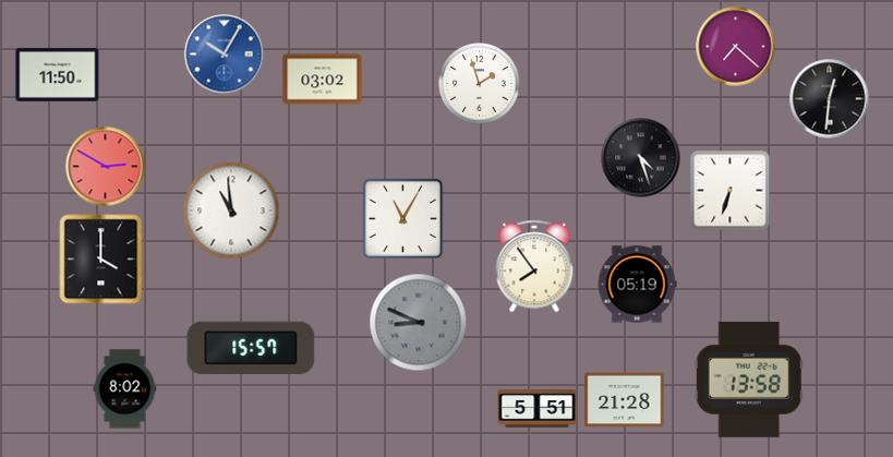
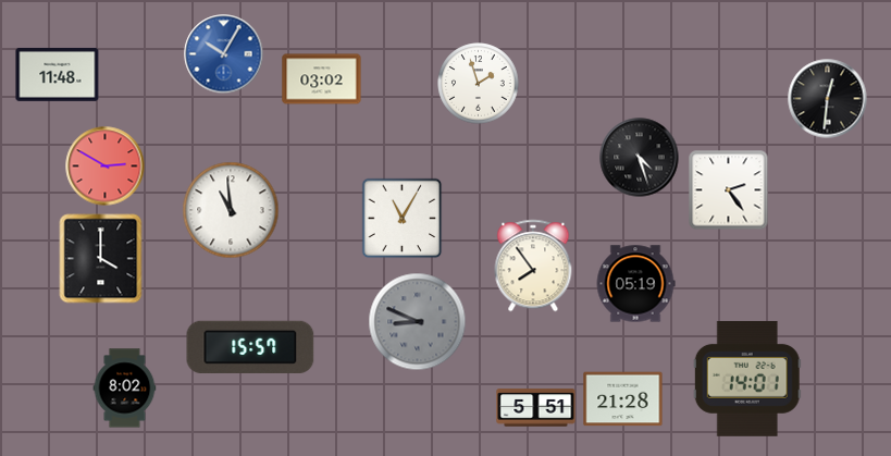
clock at (736, 47): 7:22 -> none
clock at (58, 74): 11:50 -> 11:48
clock at (731, 191): 6:33 -> 2:24
clock at (749, 380): 13:58 -> 14:01
